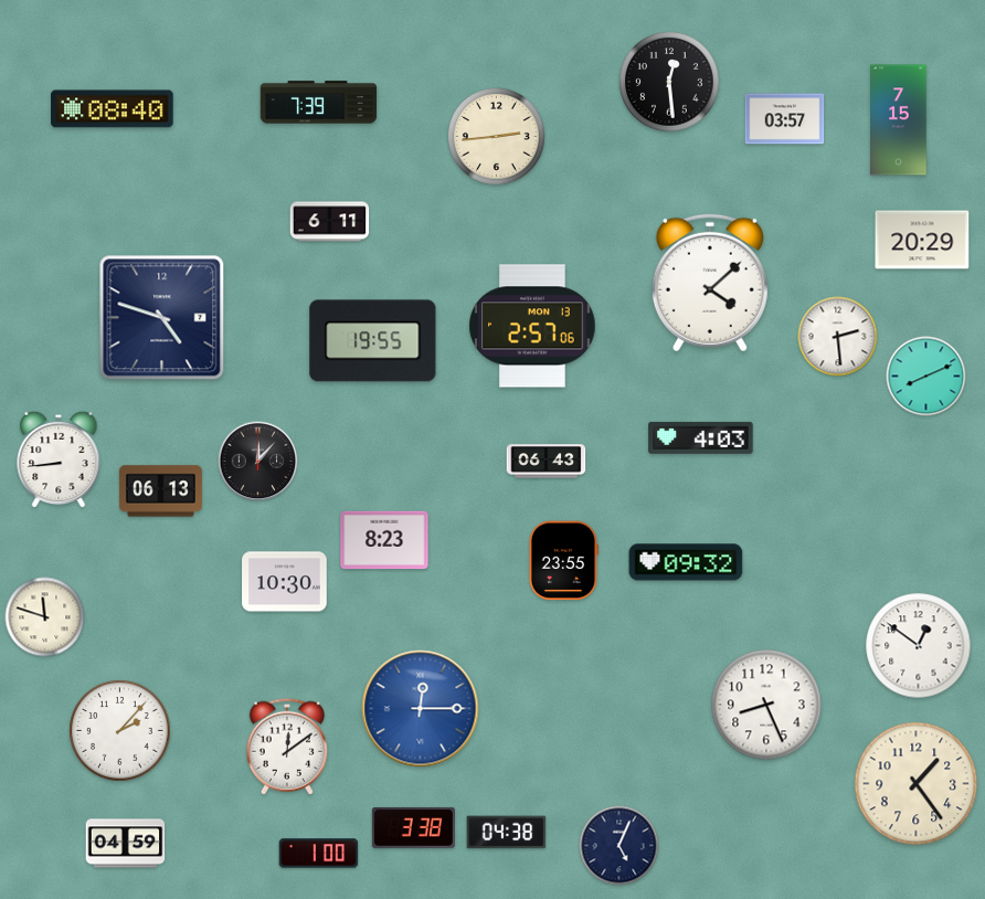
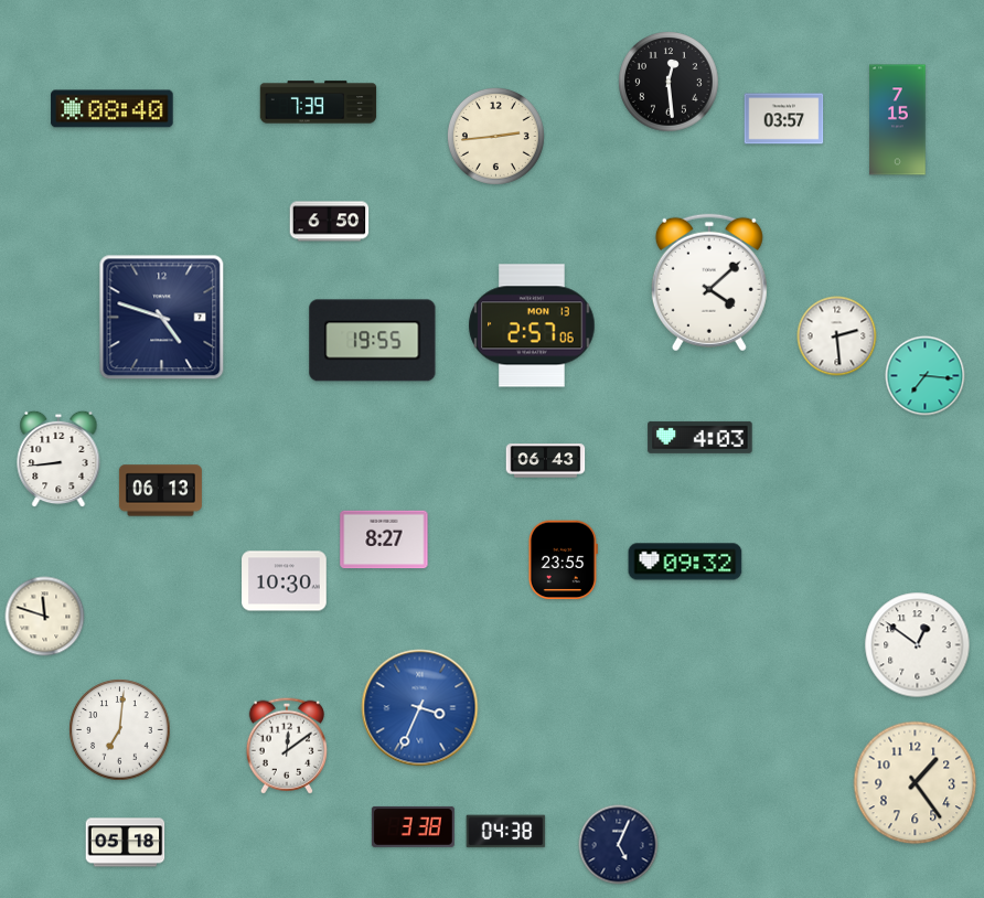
clock at (330, 222): 6:11 -> 6:50
clock at (922, 240): 20:29 -> none
clock at (926, 377): 8:11 -> 7:16
clock at (258, 462): 12:07 -> none
clock at (384, 540): 8:23 -> 8:27
clock at (766, 705): 8:26 -> none
clock at (421, 709): 12:15 -> 3:34
clock at (120, 731): 2:07 -> 7:01
clock at (126, 844): 04:59 -> 05:18
clock at (319, 854): 1:00 -> none
